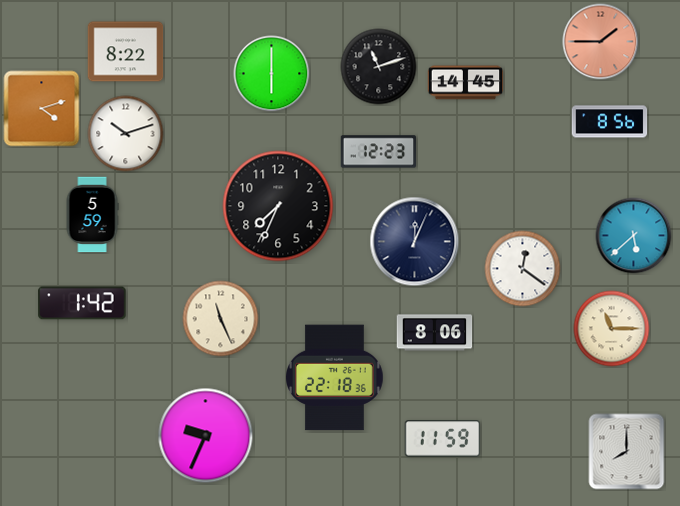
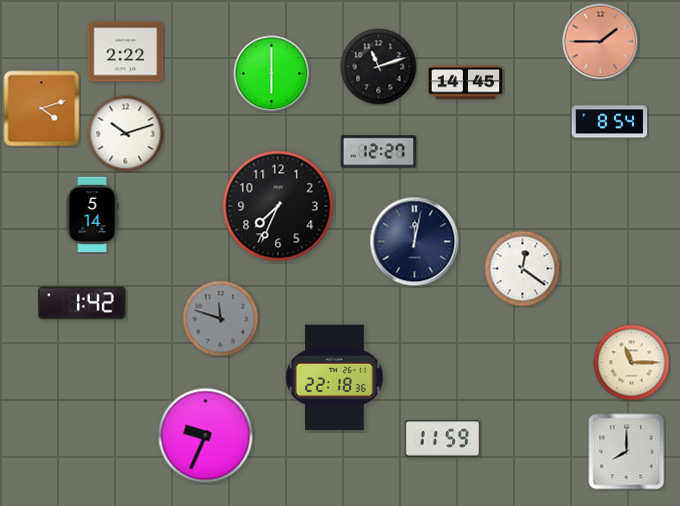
clock at (126, 52): 8:22 -> 2:22
clock at (610, 122): 8:56 -> 8:54
clock at (379, 152): 12:23 -> 12:27
clock at (92, 215): 5:59 -> 5:14
clock at (634, 236): 5:38 -> none
clock at (415, 242): 12:04 -> 12:02
clock at (221, 319): 11:26 -> 11:48
clock at (221, 319) dial: cream -> grey
clock at (612, 329) position: (612, 329) -> (632, 363)
clock at (435, 333): 8:06 -> none
